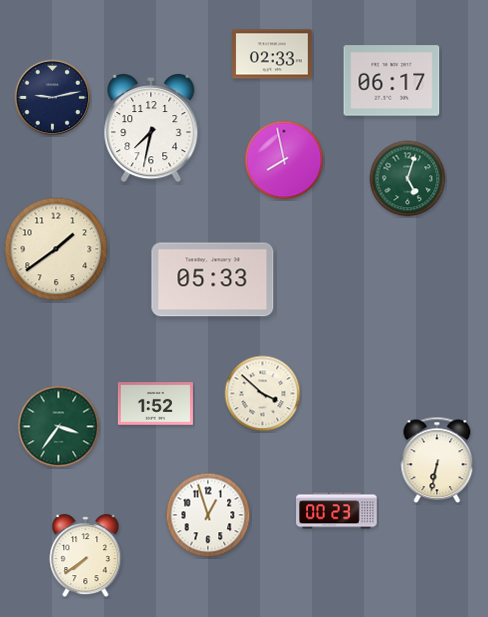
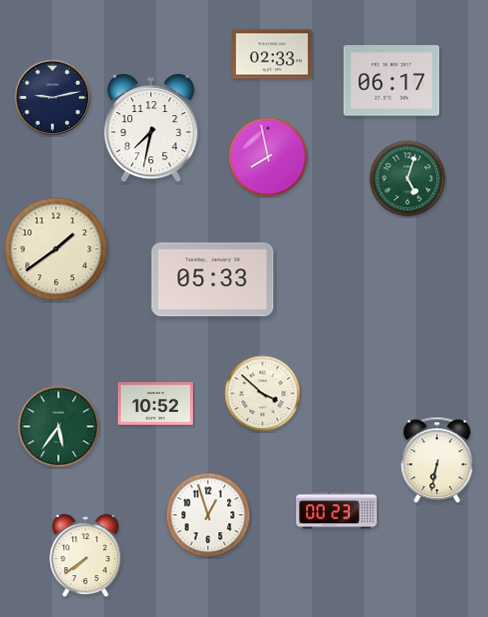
clock at (284, 160) position: (284, 160) -> (268, 157)
clock at (155, 404): 1:52 -> 10:52
clock at (59, 427): 3:36 -> 5:36
